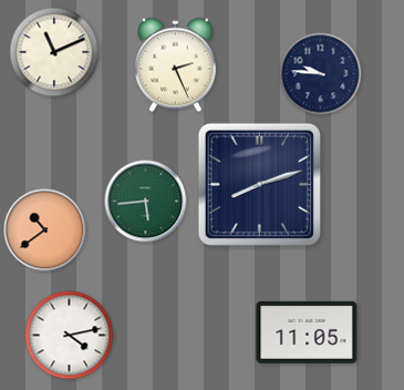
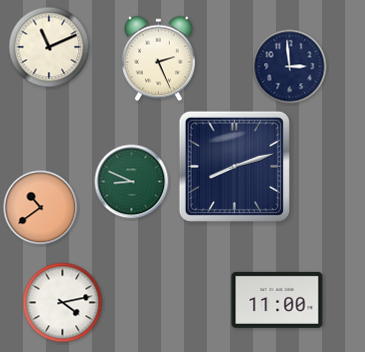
clock at (321, 74): 9:46 -> 2:59
clock at (146, 202): 5:44 -> 8:49
clock at (307, 332): 11:05 -> 11:00
